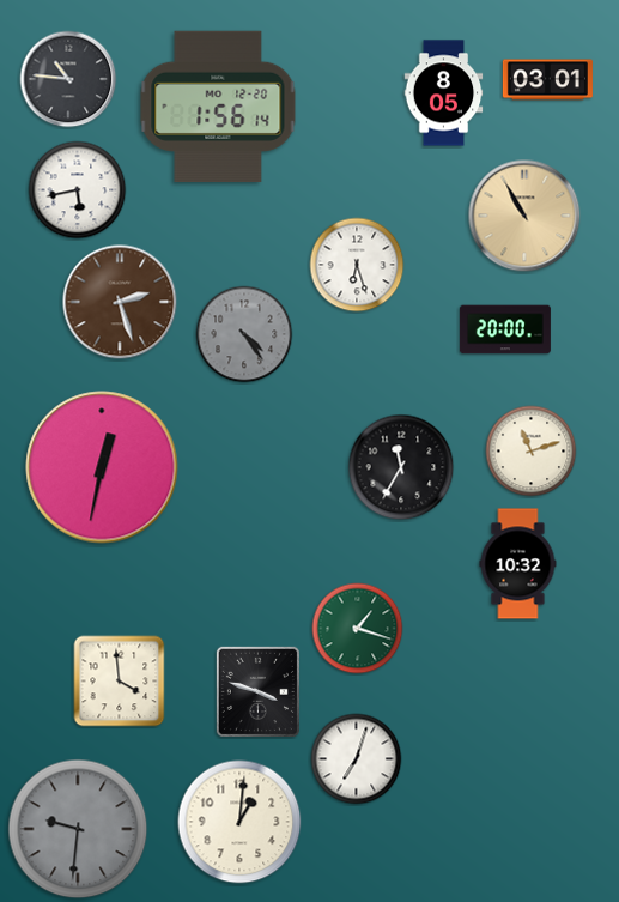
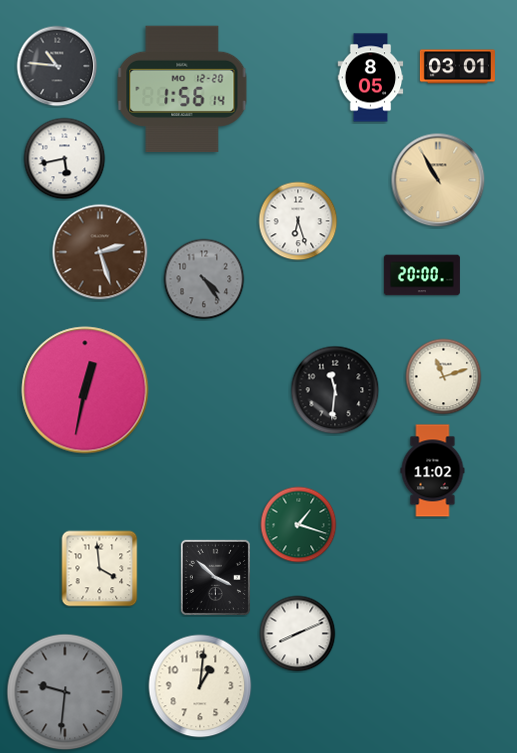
clock at (401, 467): 11:35 -> 11:31
clock at (518, 564): 10:32 -> 11:02
clock at (257, 691): 3:48 -> 3:52
clock at (357, 759): 7:03 -> 8:11
